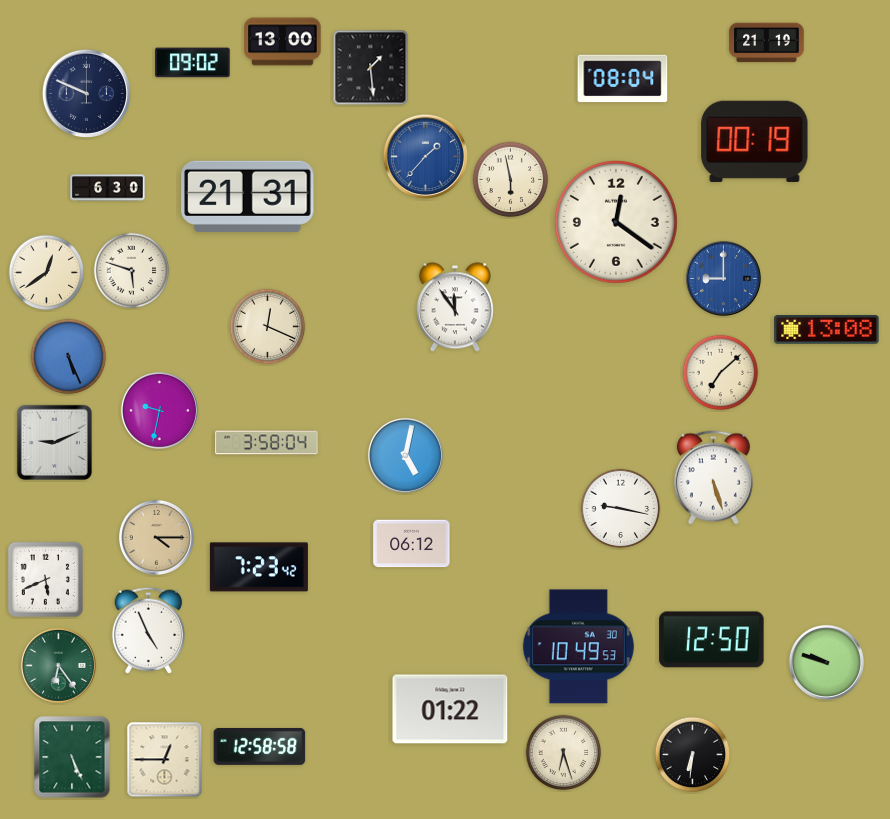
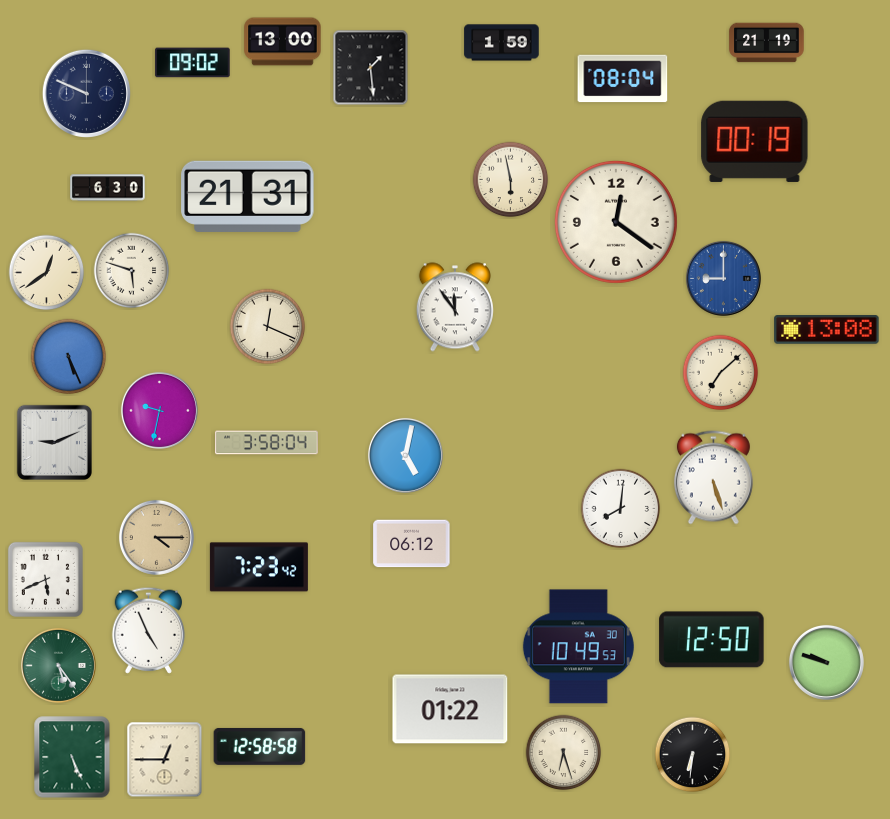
clock at (502, 43): none -> 1:59
clock at (425, 156): 1:37 -> none
clock at (621, 509): 9:17 -> 8:01
clock at (58, 665): 6:24 -> 5:24
